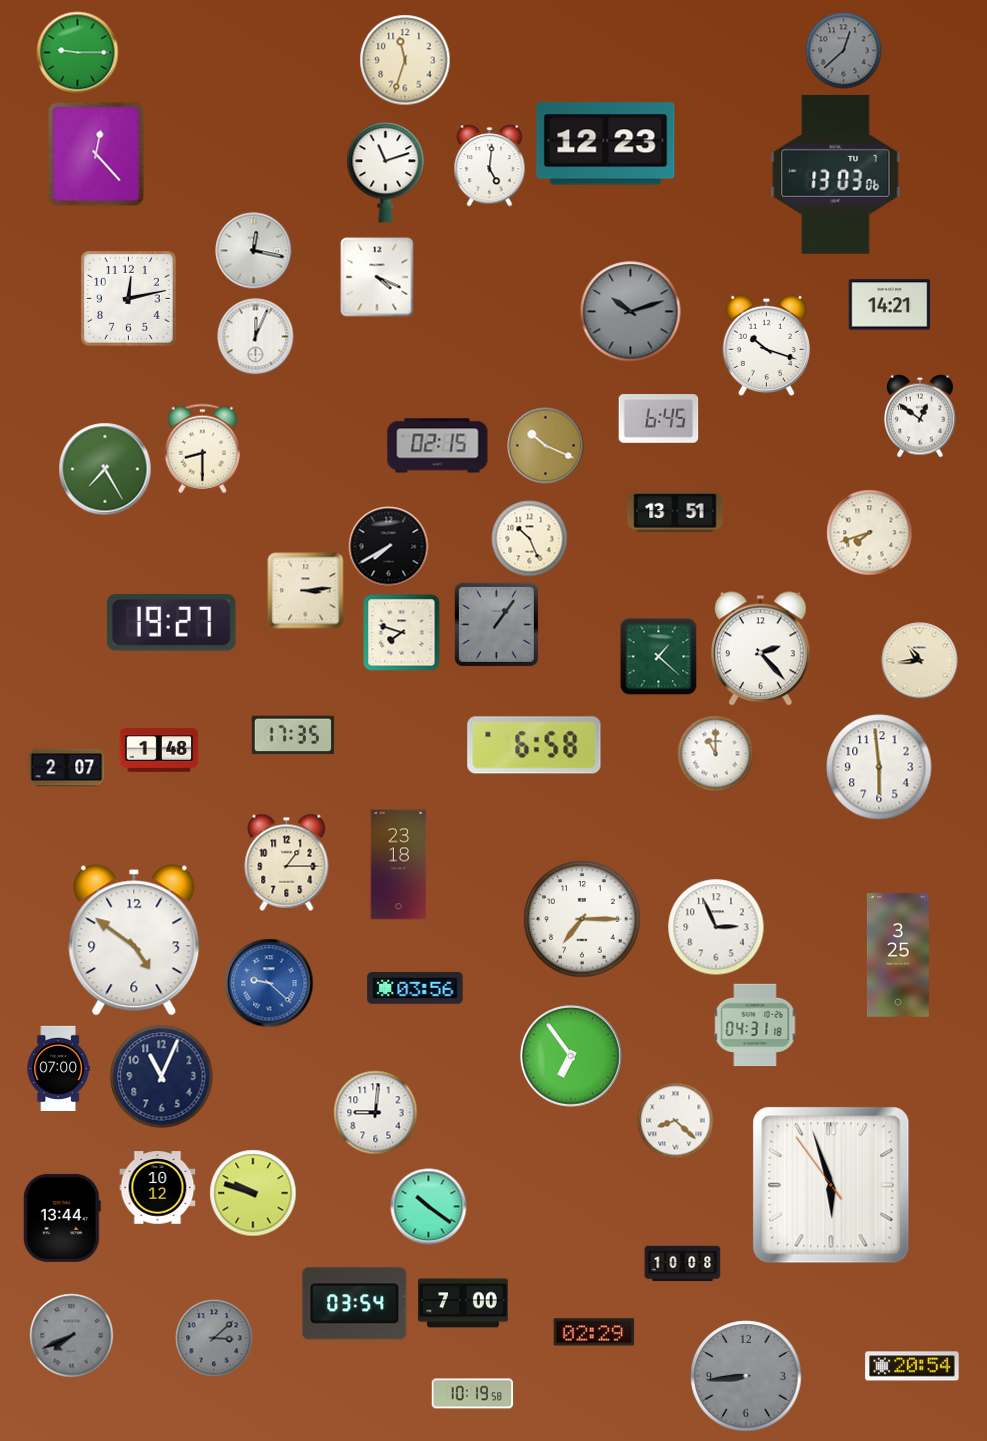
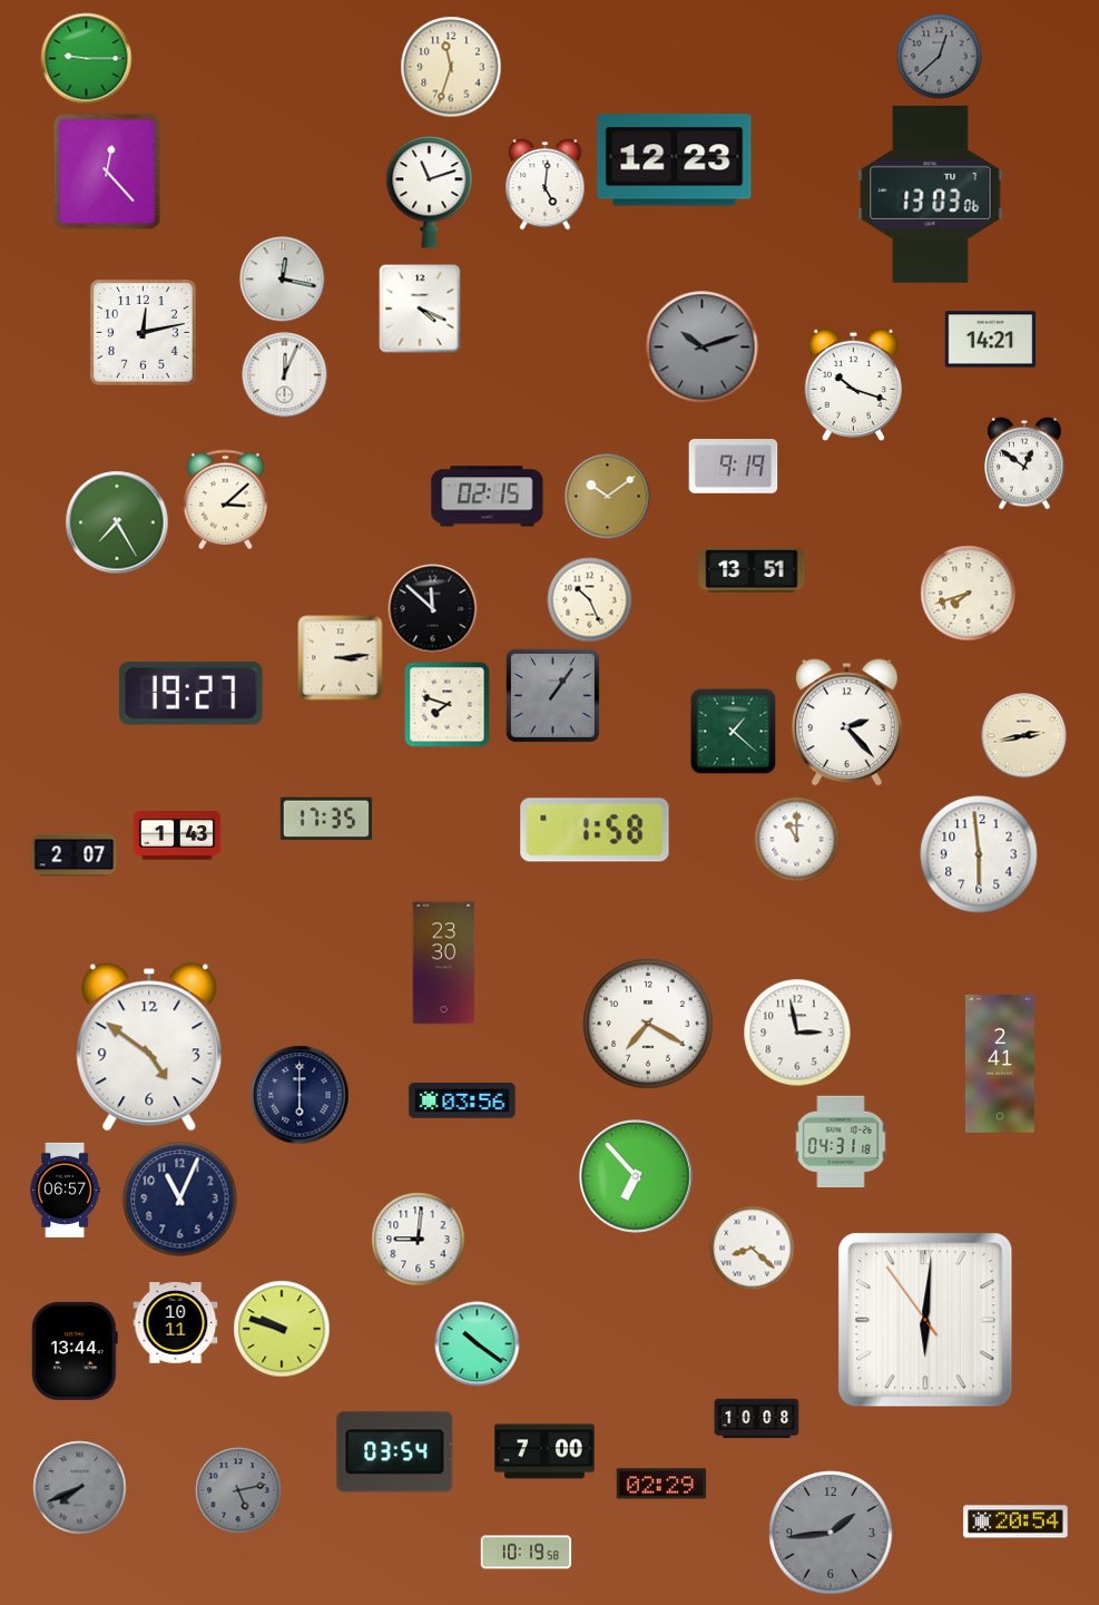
clock at (659, 419): 6:45 -> 9:19
clock at (546, 446): 10:19 -> 10:09
clock at (202, 449): 8:30 -> 3:08
clock at (389, 547): 7:40 -> 11:52
clock at (920, 661): 10:44 -> 2:43
clock at (534, 745): 6:58 -> 1:58
clock at (159, 750): 1:48 -> 1:43
clock at (287, 862): 1:15 -> none
clock at (399, 865): 23:18 -> 23:30
clock at (582, 919): 7:15 -> 7:20
clock at (716, 927): 2:56 -> 2:58
clock at (898, 955): 3:25 -> 2:41
clock at (269, 983): 9:22 -> 6:00
clock at (269, 983) dial: blue -> navy
clock at (572, 1057): 6:54 -> 6:53
clock at (58, 1068): 07:00 -> 06:57
clock at (831, 1185): 5:56 -> 6:00
clock at (158, 1188): 10:12 -> 10:11
clock at (62, 1218) position: (62, 1218) -> (75, 1351)
clock at (683, 1264) position: (683, 1264) -> (757, 1419)
clock at (464, 1303) position: (464, 1303) -> (546, 1451)
clock at (214, 1338): 3:08 -> 5:13
clock at (746, 1376): 8:44 -> 1:44
